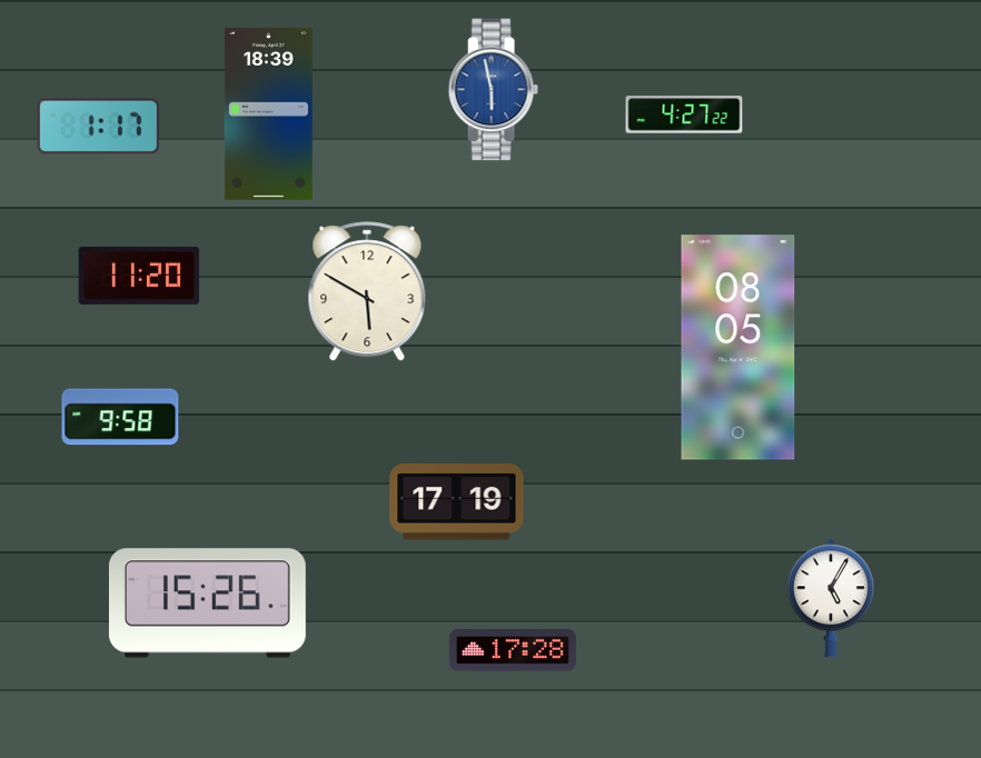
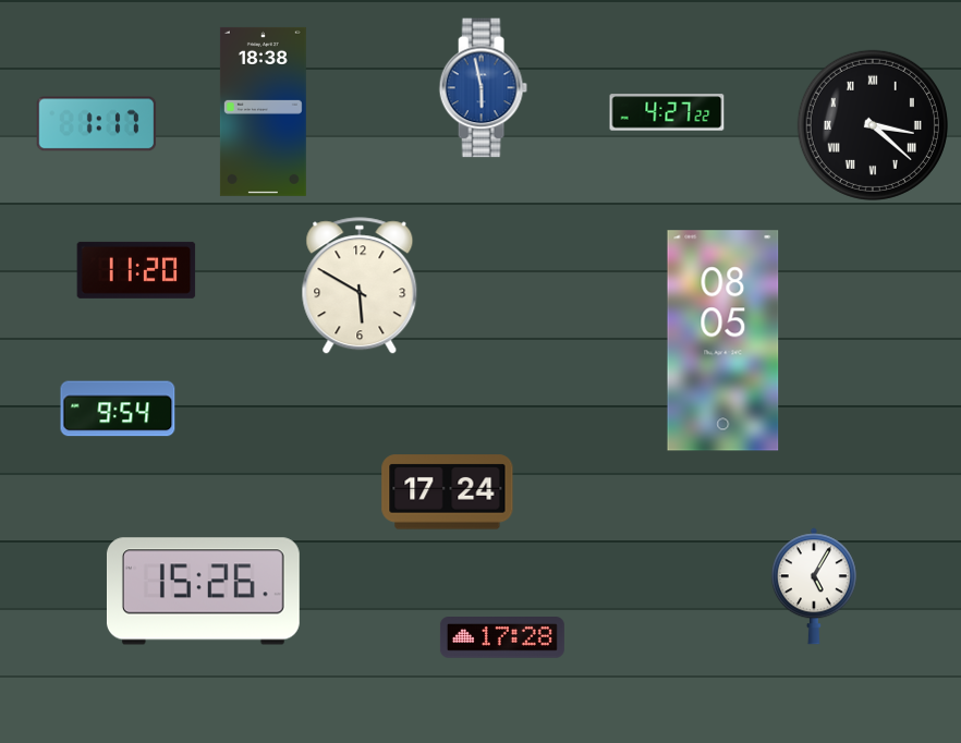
clock at (268, 113): 18:39 -> 18:38
clock at (684, 114) position: (684, 114) -> (667, 112)
clock at (873, 125): none -> 3:22
clock at (120, 417): 9:58 -> 9:54
clock at (457, 502): 17:19 -> 17:24
